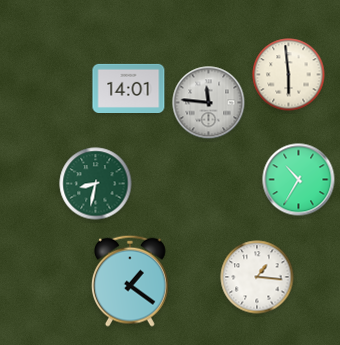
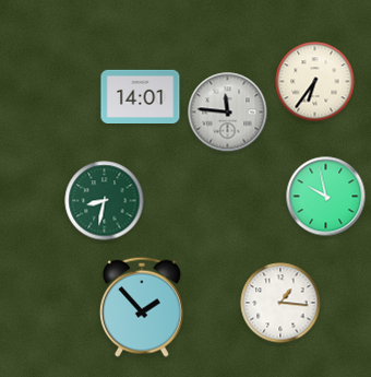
clock at (289, 75): 5:59 -> 6:36
clock at (299, 180): 10:35 -> 9:58
clock at (131, 281): 1:21 -> 1:53
